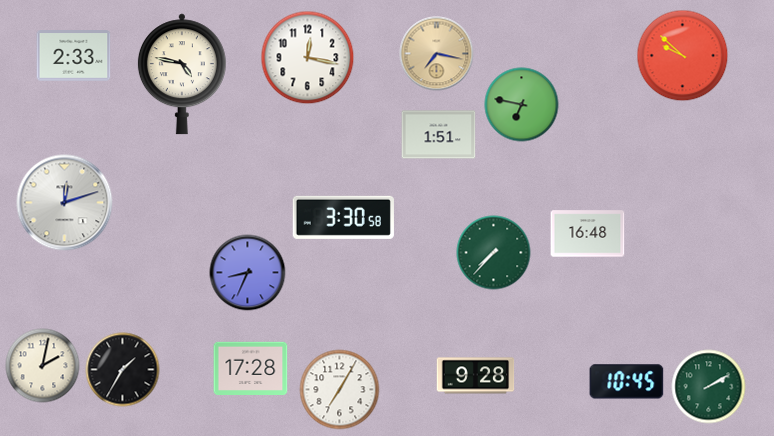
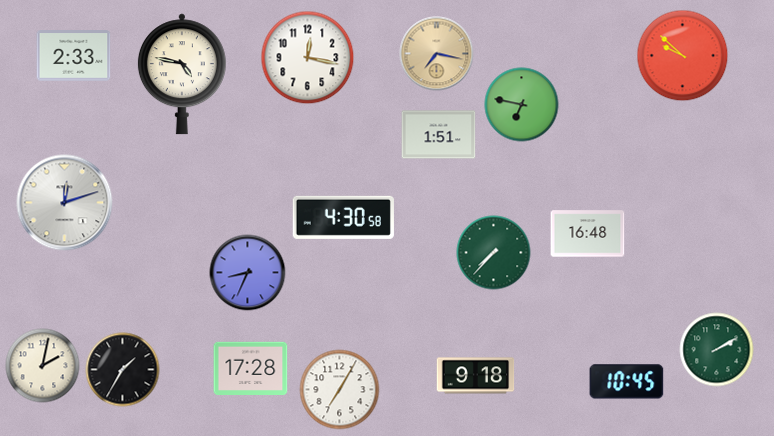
clock at (343, 217): 3:30 -> 4:30
clock at (476, 376): 9:28 -> 9:18
clock at (709, 387) position: (709, 387) -> (717, 350)
